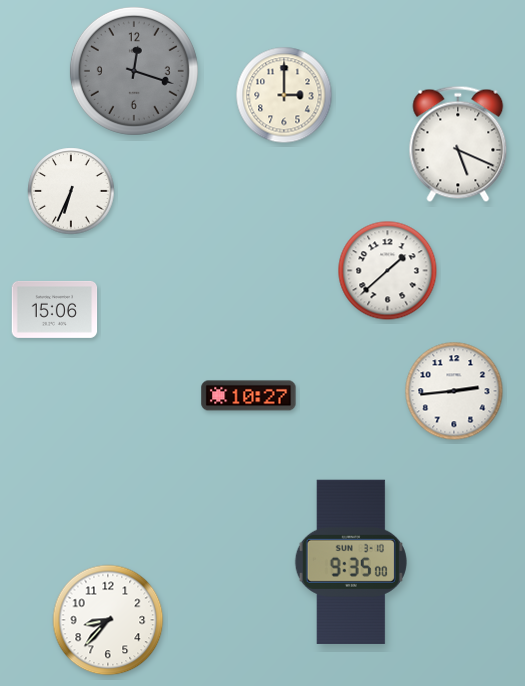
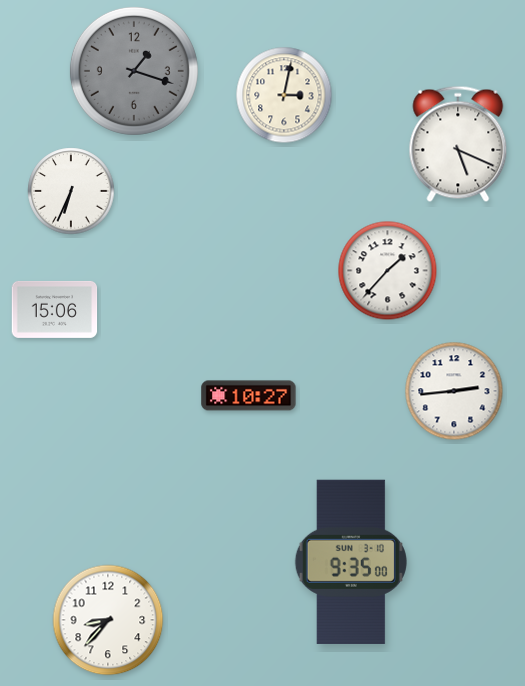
clock at (134, 71): 12:18 -> 1:18
clock at (284, 95): 3:00 -> 3:02
clock at (388, 271): 1:38 -> 1:37
